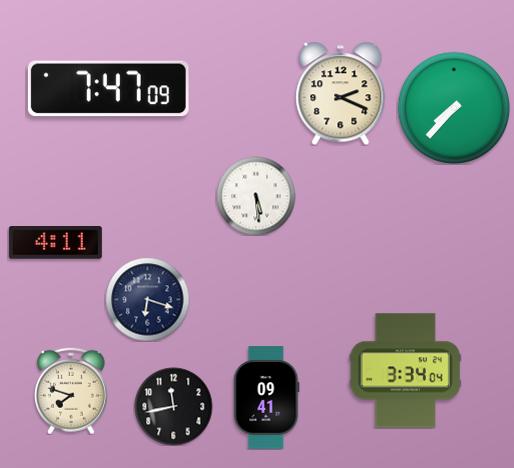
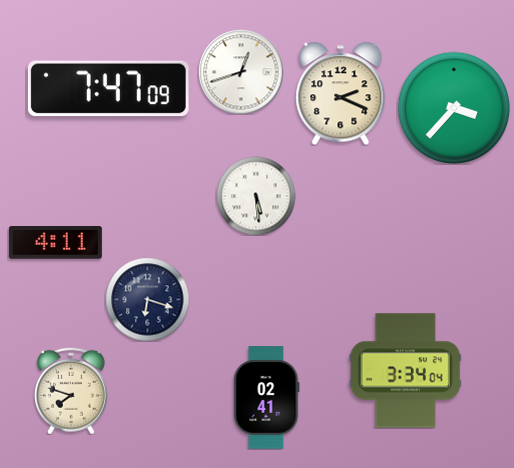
clock at (241, 72): none -> 12:42
clock at (454, 108): 7:37 -> 3:37
clock at (267, 398): 09:41 -> 02:41
clock at (173, 406): 11:43 -> none
